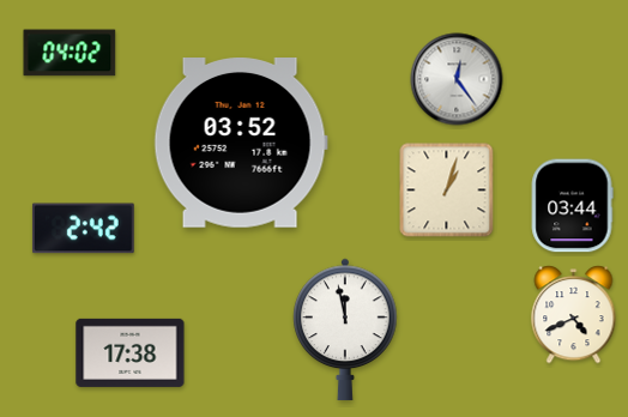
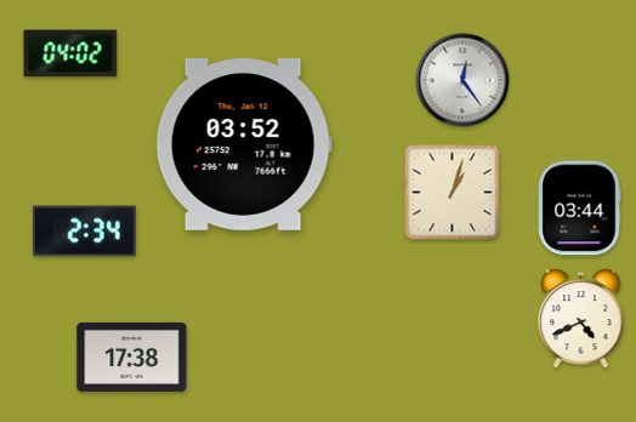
clock at (83, 229): 2:42 -> 2:34
clock at (345, 330): 11:58 -> none
